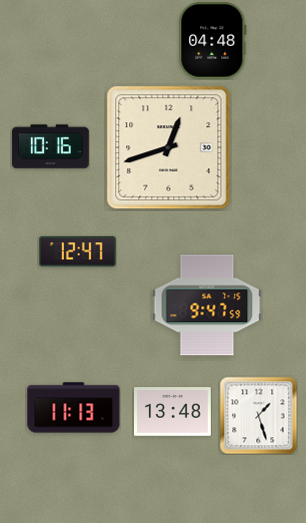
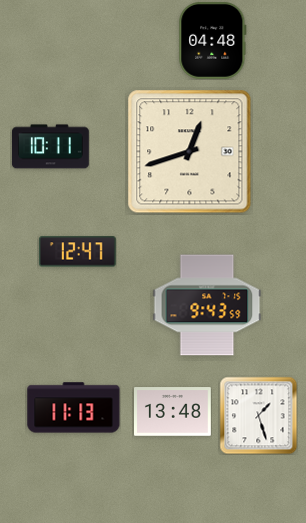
clock at (50, 147): 10:16 -> 10:11
clock at (169, 148) position: (169, 148) -> (190, 152)
clock at (207, 305): 9:47 -> 9:43
